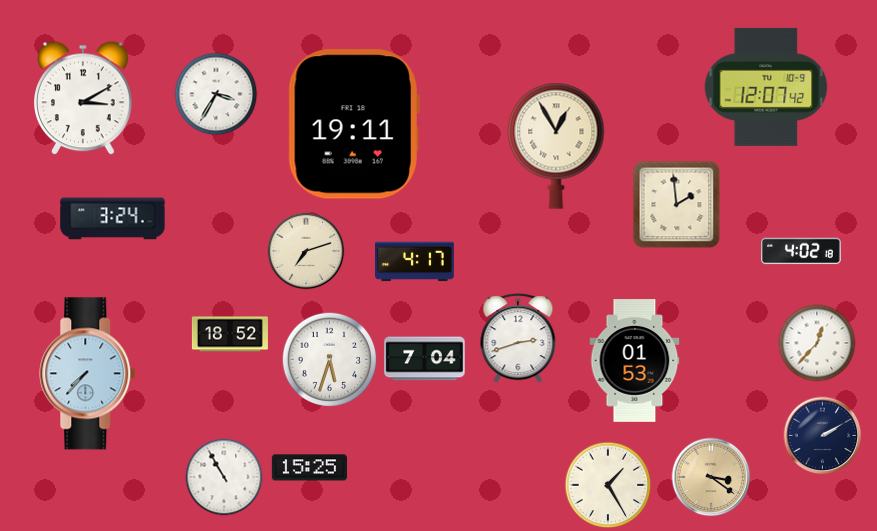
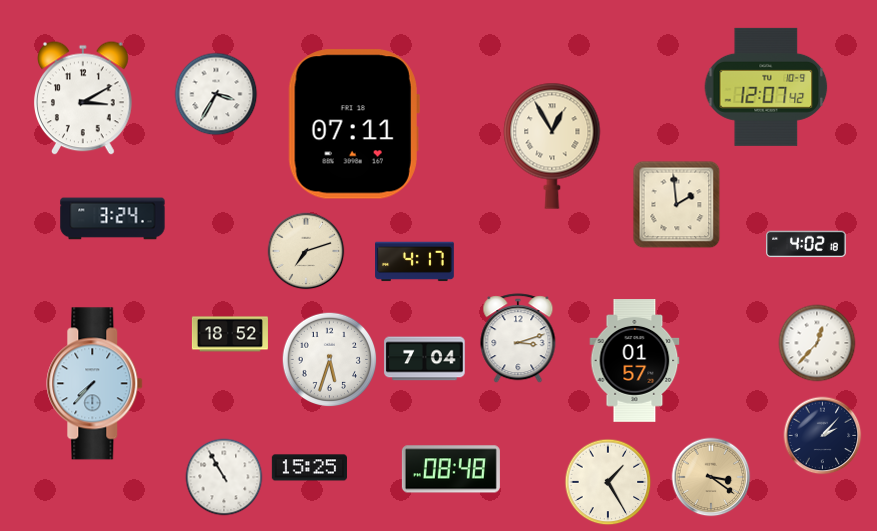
clock at (354, 124): 19:11 -> 07:11
clock at (556, 146) position: (556, 146) -> (552, 146)
clock at (801, 251) position: (801, 251) -> (806, 244)
clock at (518, 339): 2:42 -> 3:12
clock at (635, 361): 01:53 -> 01:57
clock at (88, 374) position: (88, 374) -> (95, 384)
clock at (823, 436): 2:10 -> 2:07
clock at (451, 469): none -> 08:48
clock at (608, 485) position: (608, 485) -> (608, 482)
